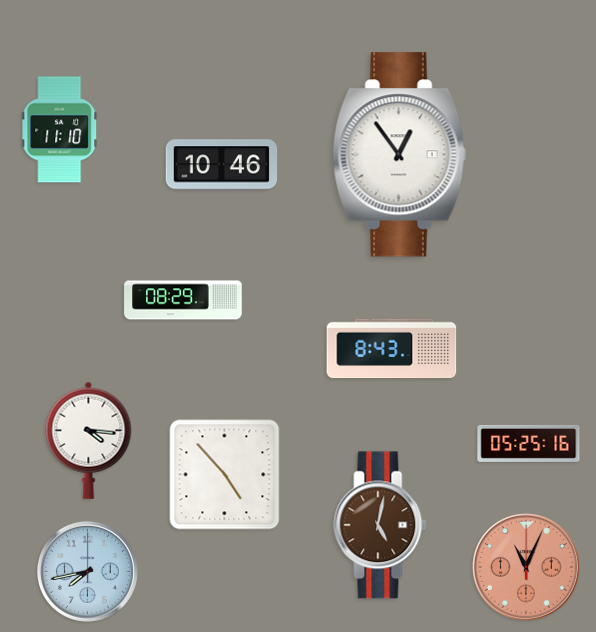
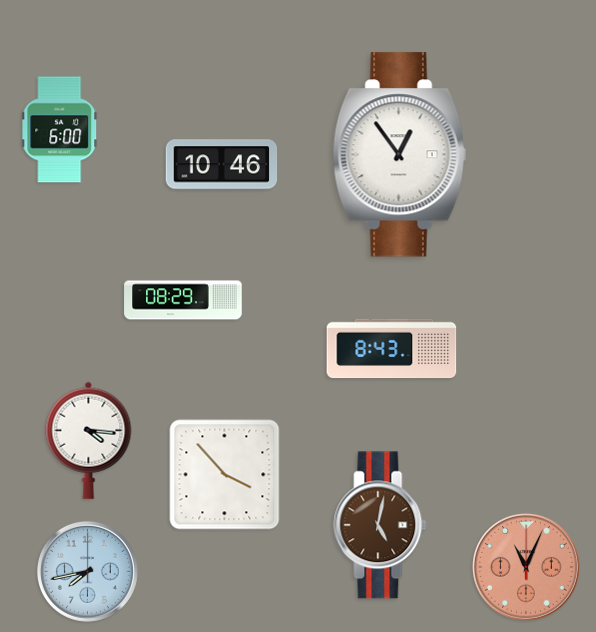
clock at (60, 130): 11:10 -> 6:00
clock at (529, 443): 05:25 -> none
clock at (225, 475): 4:53 -> 3:53
